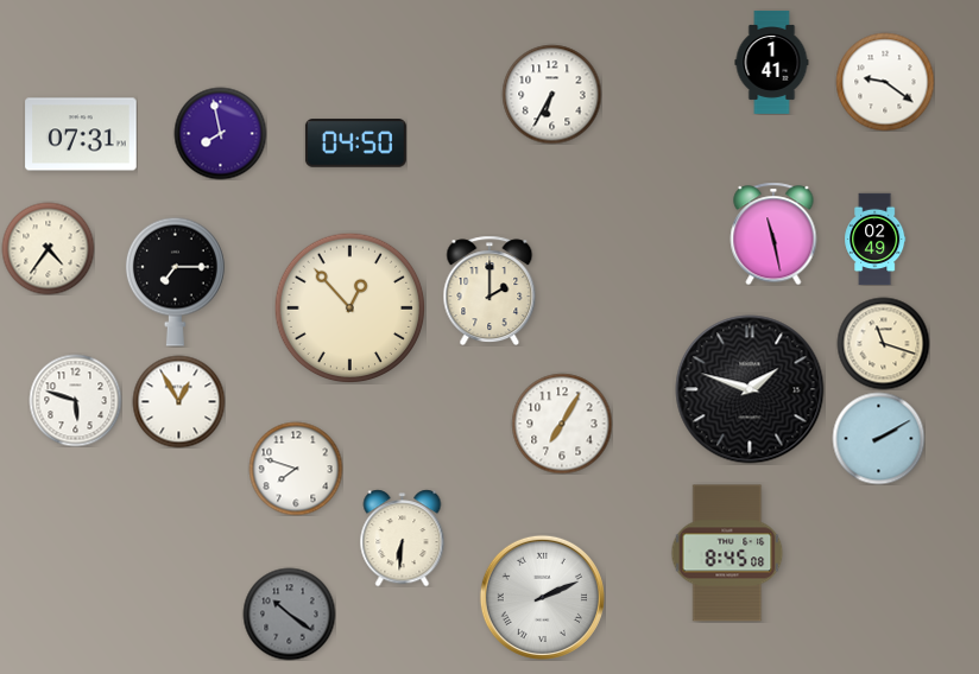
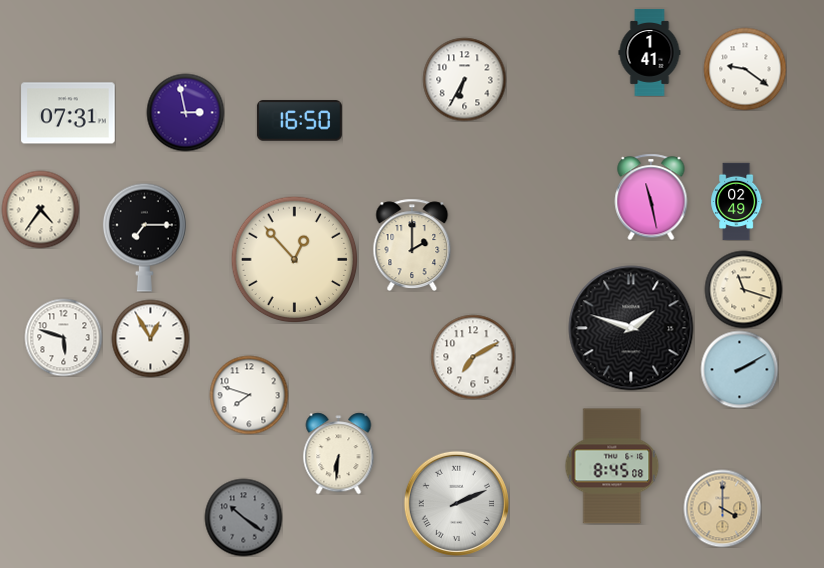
clock at (220, 133): 7:58 -> 2:58
clock at (355, 144): 04:50 -> 16:50
clock at (175, 281) position: (175, 281) -> (144, 237)
clock at (562, 424): 7:05 -> 7:10
clock at (722, 508): none -> 4:00
